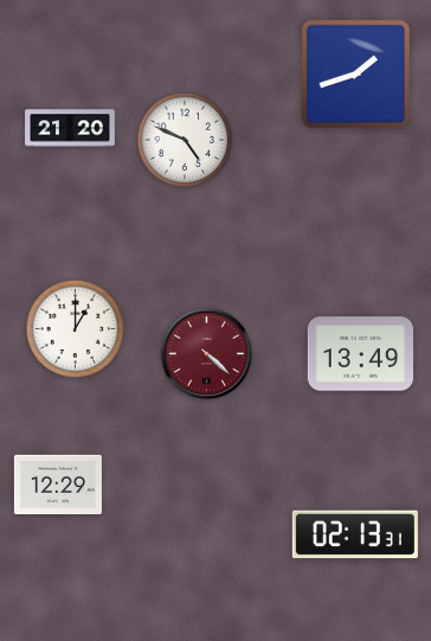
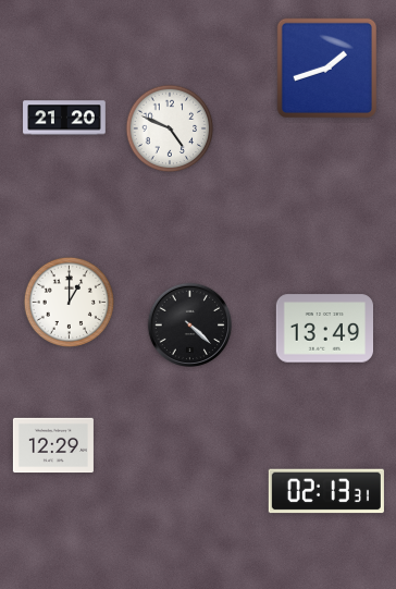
clock at (206, 353) dial: burgundy -> black
clock at (360, 354) position: (360, 354) -> (324, 329)
